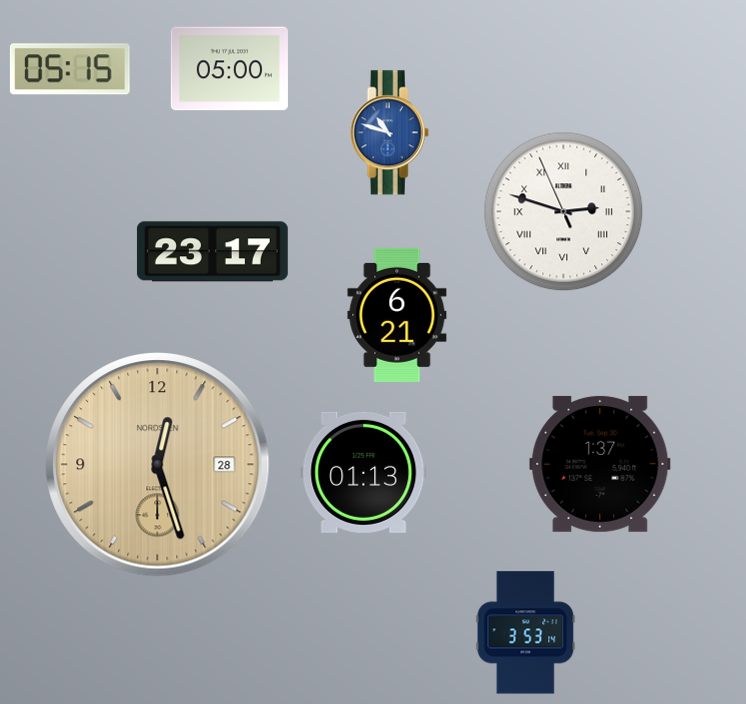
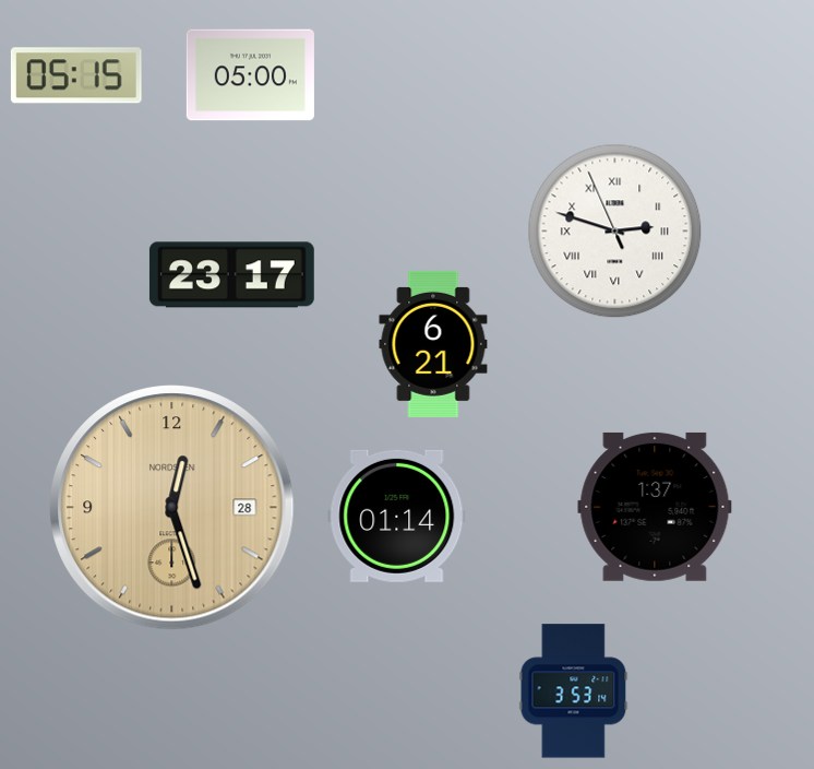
clock at (389, 133): 10:48 -> none
clock at (364, 472): 01:13 -> 01:14
